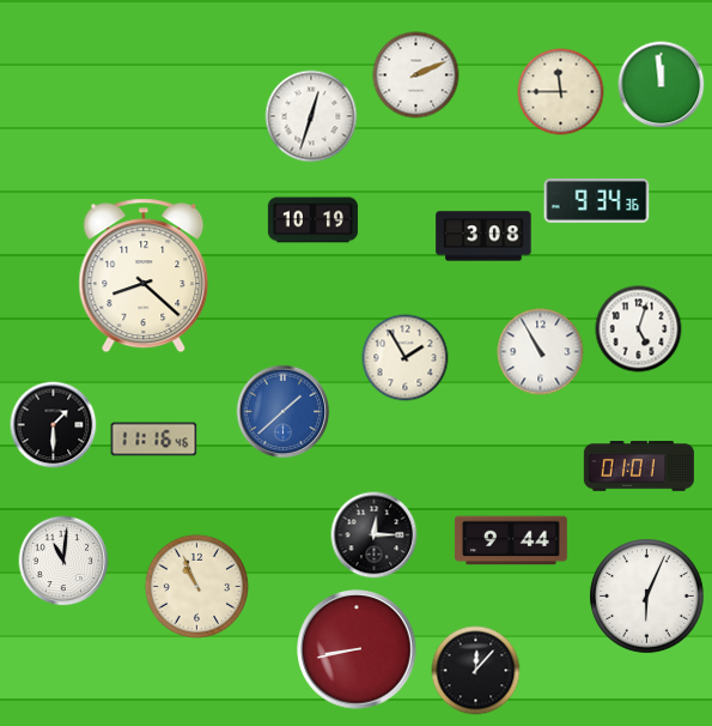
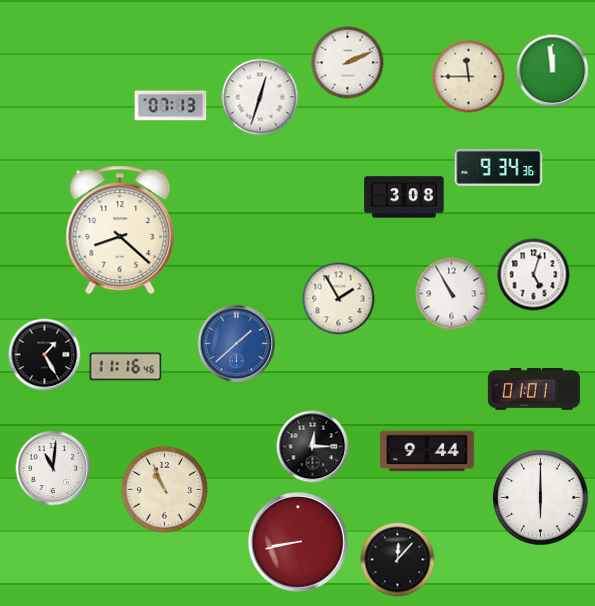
clock at (171, 106): none -> 07:13
clock at (312, 220): 10:19 -> none
clock at (54, 425): 1:30 -> 1:25
clock at (154, 440) position: (154, 440) -> (126, 367)
clock at (647, 597): 6:04 -> 6:00
